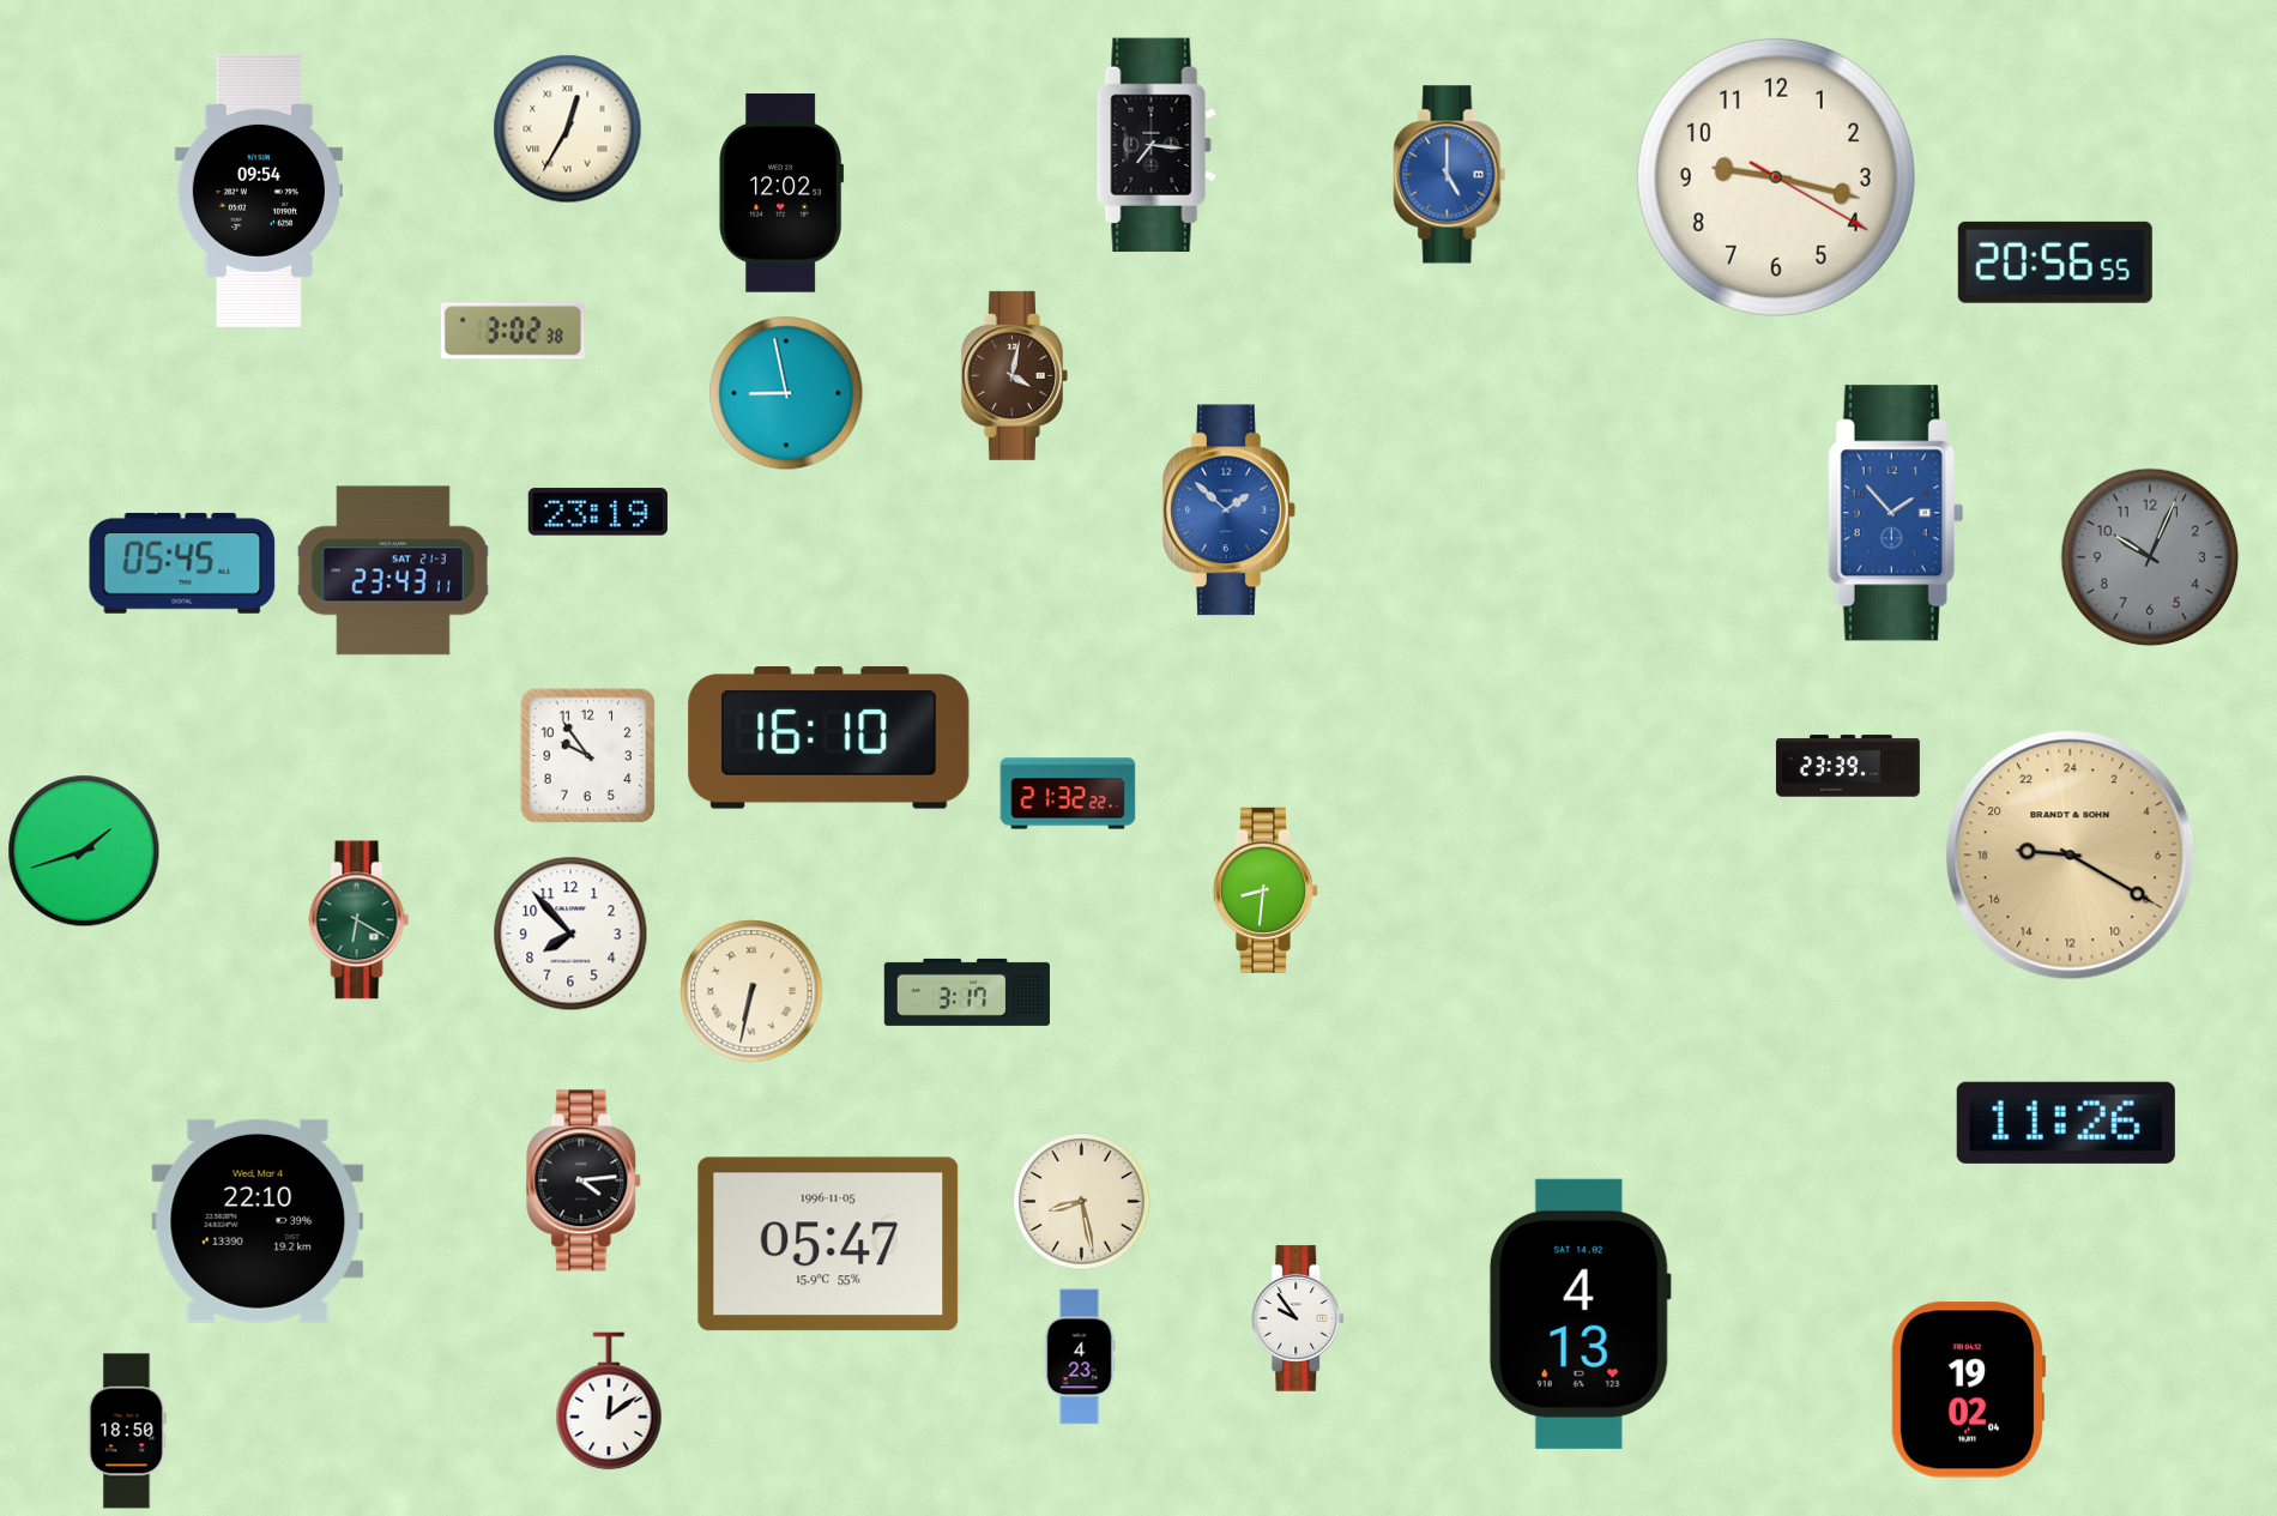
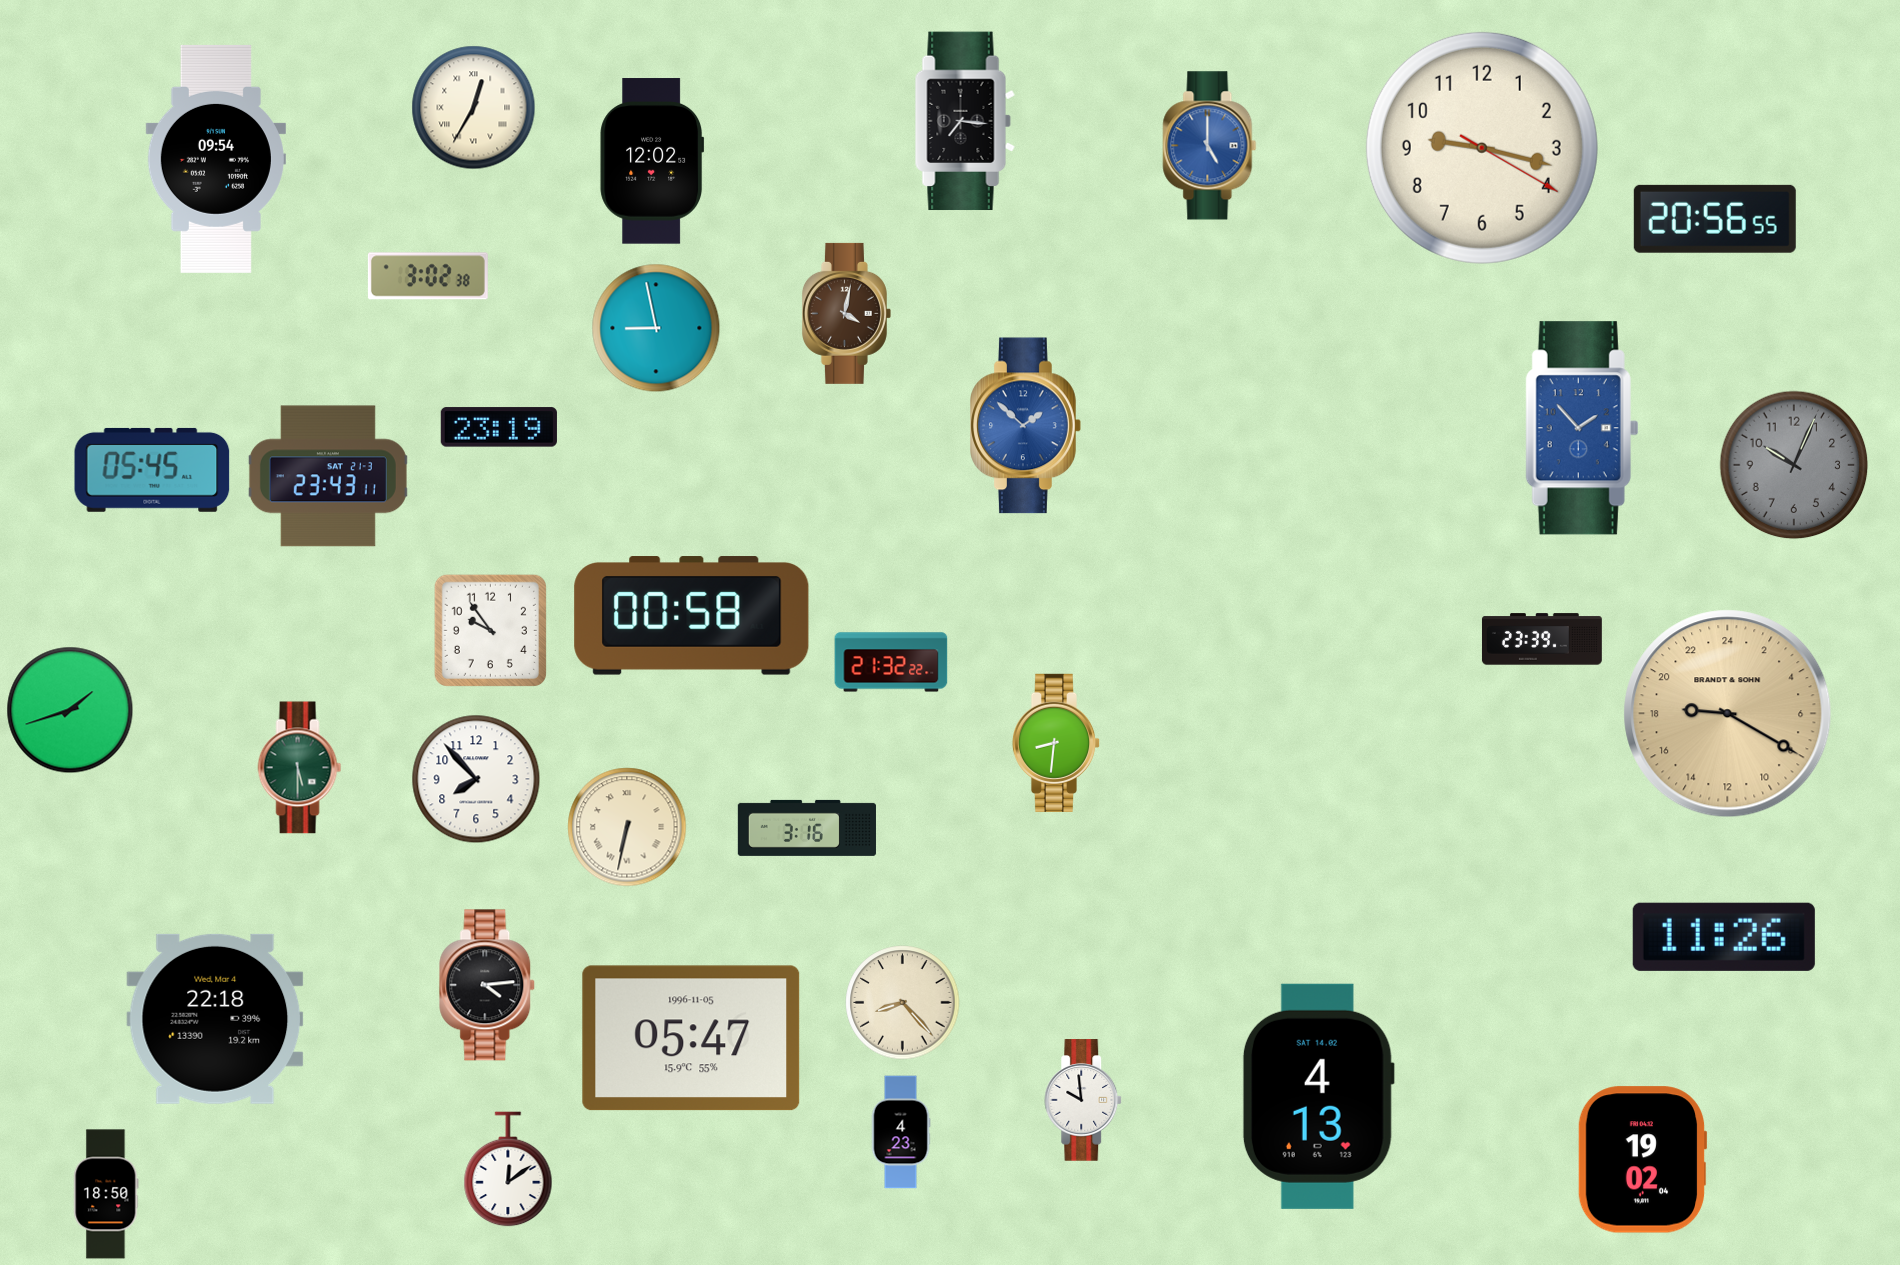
clock at (829, 738): 16:10 -> 00:58
clock at (360, 920): 6:20 -> 5:30
clock at (967, 992): 3:17 -> 3:16
clock at (1082, 1202): 8:28 -> 8:23
clock at (258, 1221): 22:10 -> 22:18
clock at (1299, 1318): 9:54 -> 9:59
